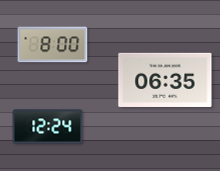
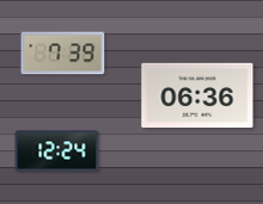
clock at (53, 45): 8:00 -> 7:39
clock at (165, 79): 06:35 -> 06:36
